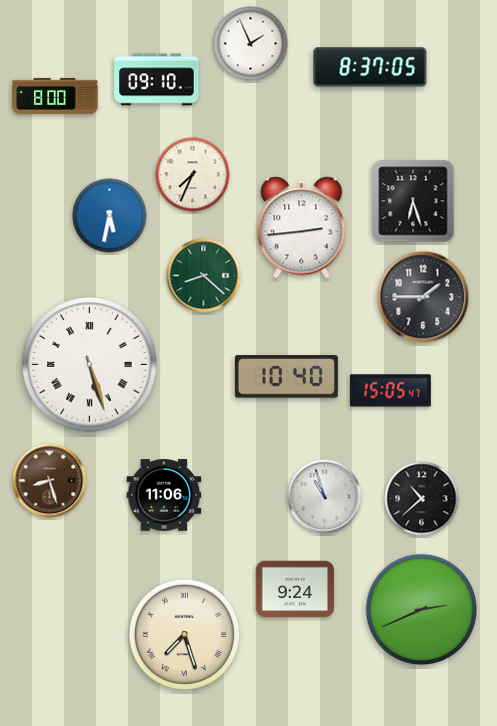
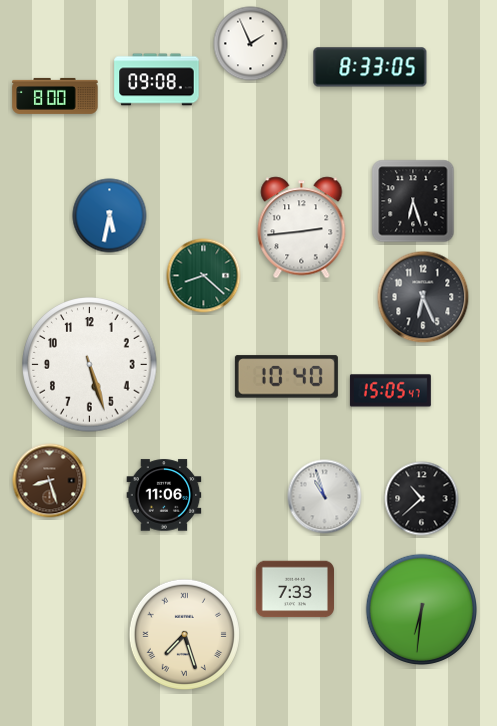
clock at (370, 67): 8:37 -> 8:33
clock at (157, 80): 09:10 -> 09:08
clock at (193, 175): 7:34 -> none
clock at (423, 297): 1:45 -> 6:26
clock at (90, 365) numerals: Roman -> Arabic
clock at (294, 589): 9:24 -> 7:33
clock at (421, 609): 2:41 -> 6:31
